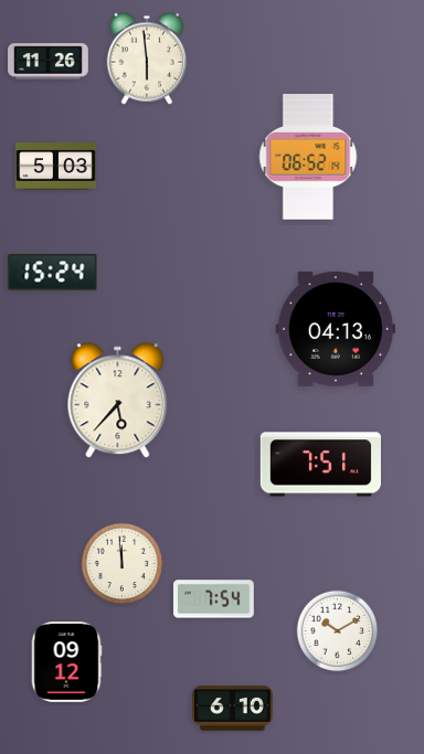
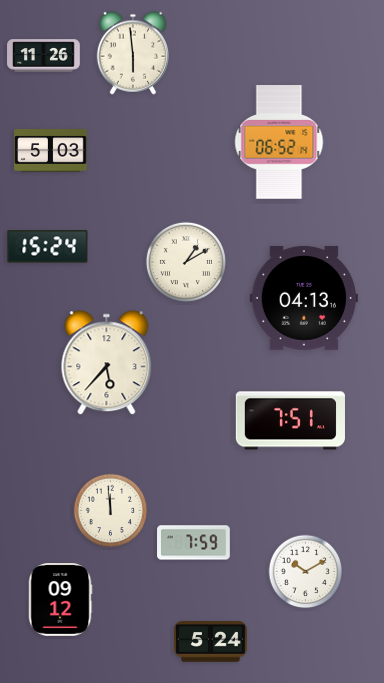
clock at (186, 262): none -> 1:10
clock at (214, 599): 7:54 -> 7:59
clock at (233, 709): 6:10 -> 5:24
